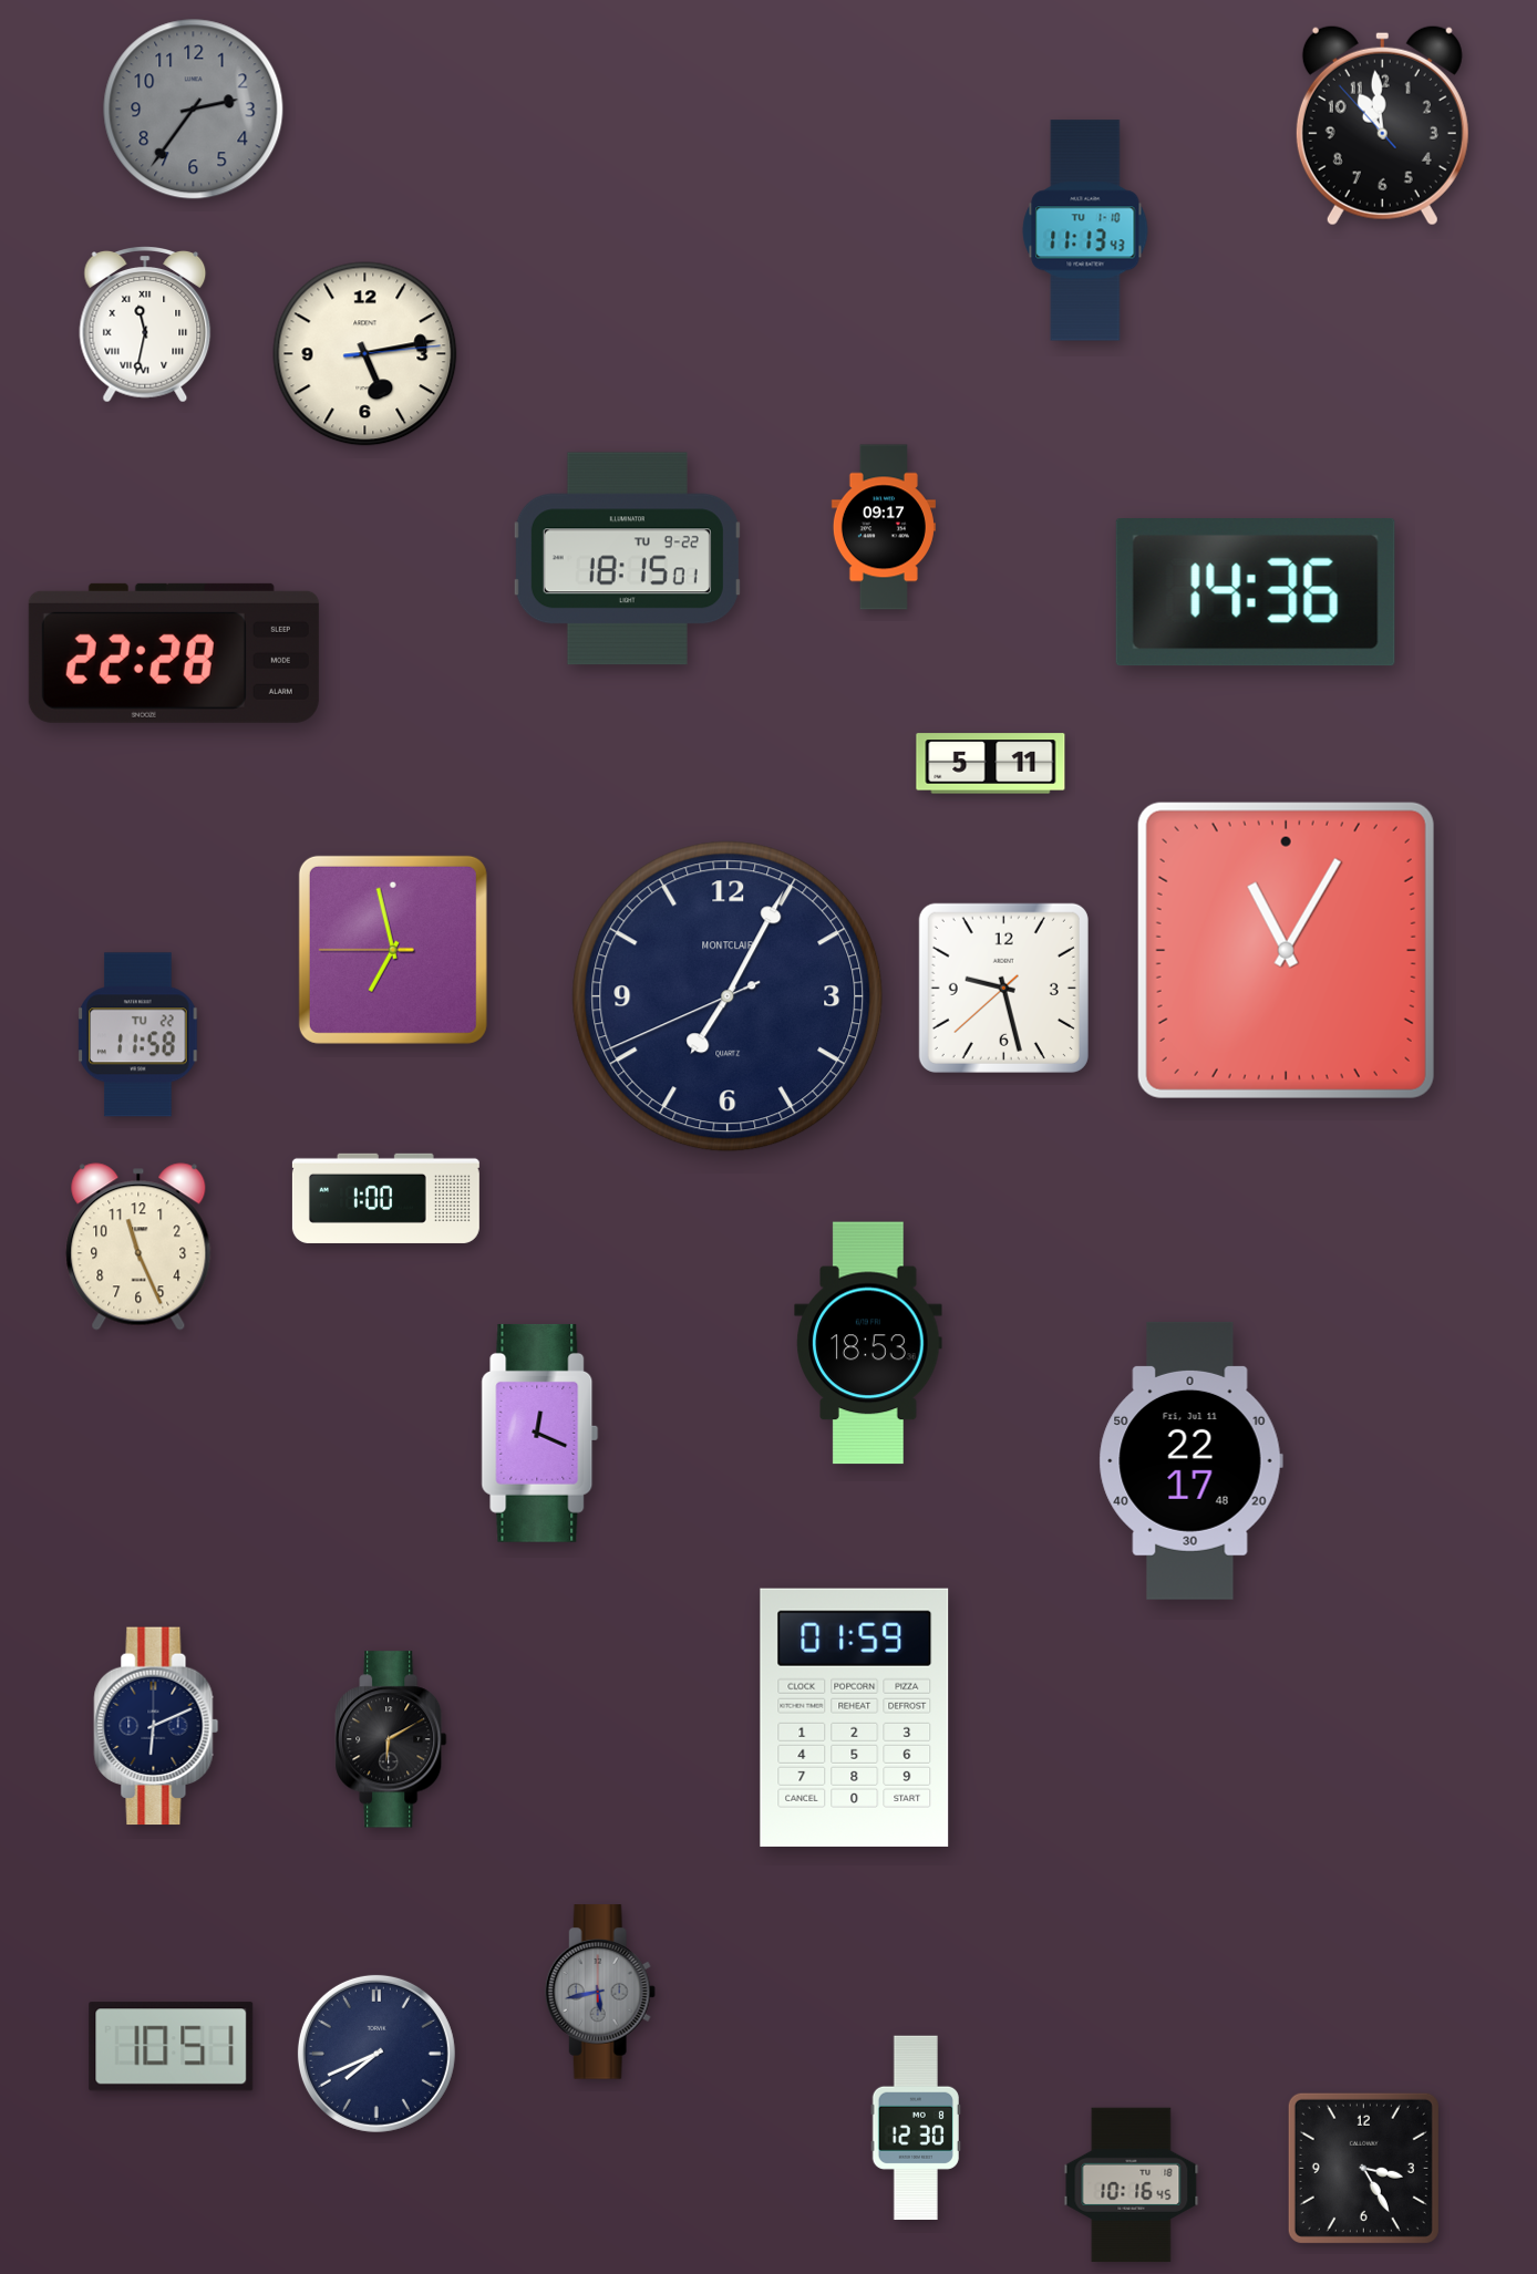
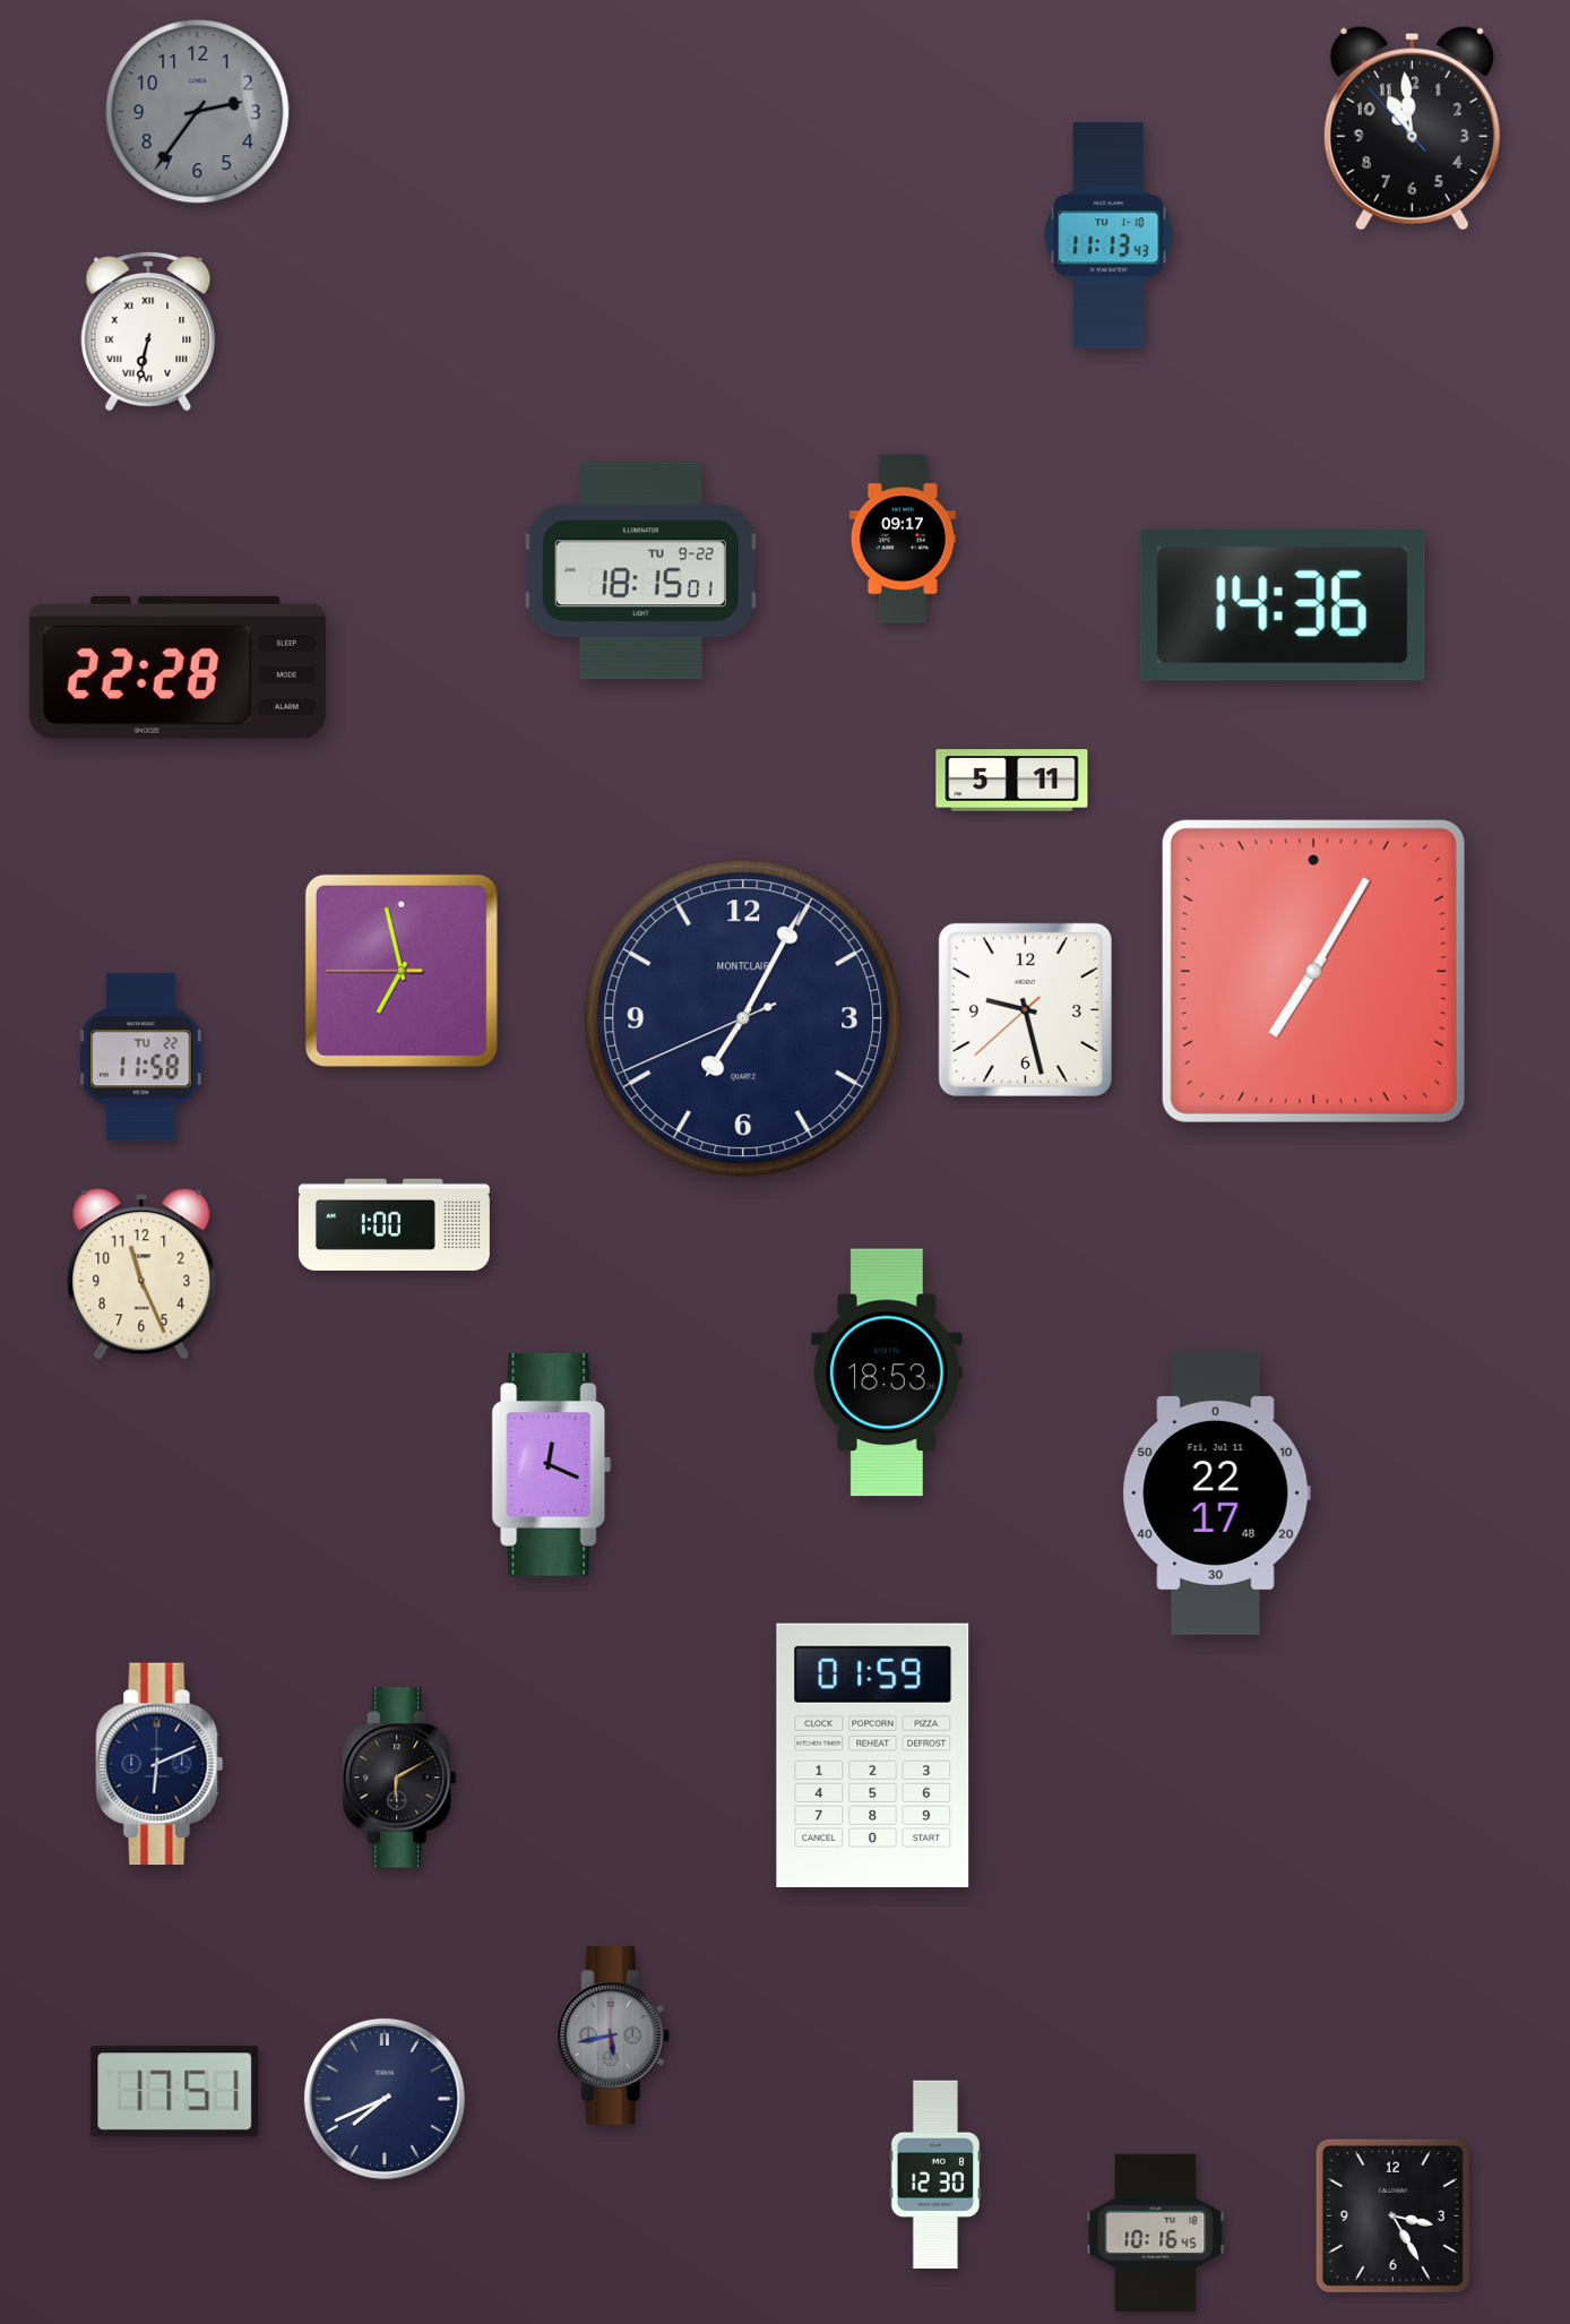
clock at (145, 324): 11:32 -> 6:32
clock at (365, 354): 5:13 -> none
clock at (1286, 950): 11:05 -> 7:05
clock at (172, 2047): 10:51 -> 17:51
